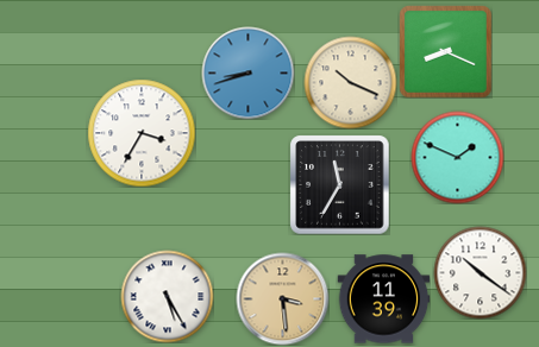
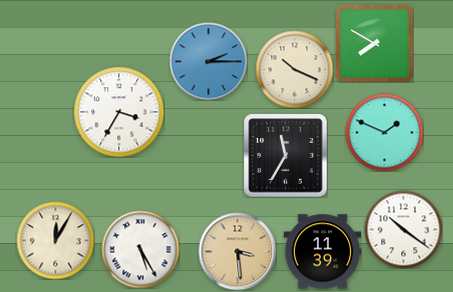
clock at (445, 51): 8:19 -> 7:50
clock at (247, 72): 8:42 -> 2:15
clock at (55, 240): none -> 12:05
